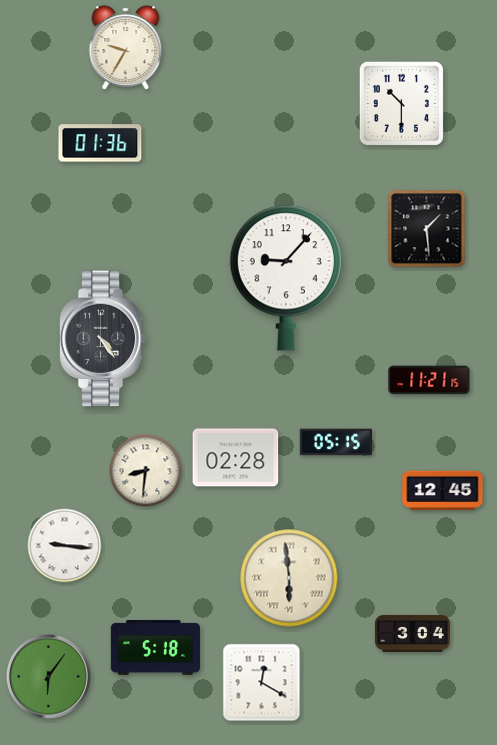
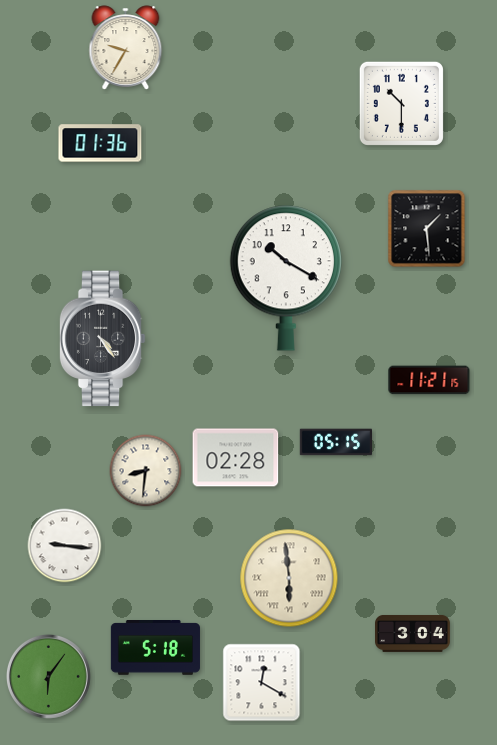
clock at (286, 278): 9:07 -> 10:20
clock at (443, 491): 12:45 -> none
